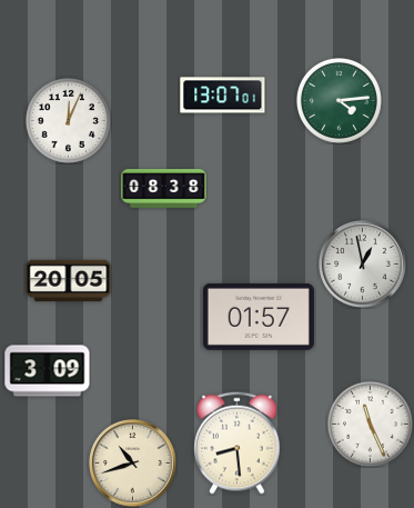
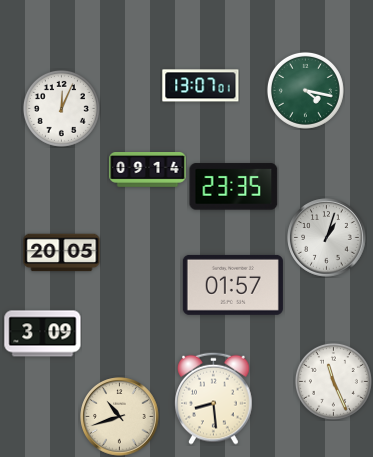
clock at (339, 100): 4:14 -> 4:17
clock at (164, 189): 08:38 -> 09:14
clock at (234, 187): none -> 23:35
clock at (363, 265): 12:58 -> 1:03
